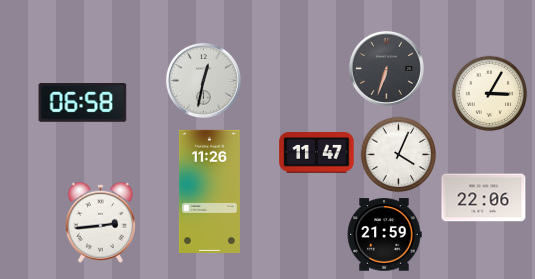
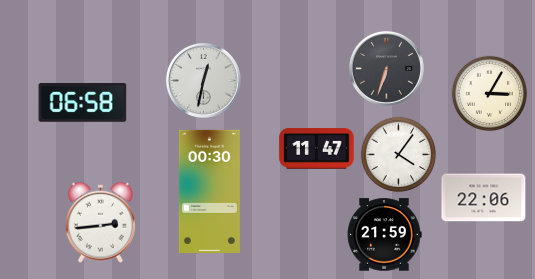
clock at (317, 153) position: (317, 153) -> (317, 149)
clock at (399, 155): 4:04 -> 4:06
clock at (209, 191): 11:26 -> 00:30
